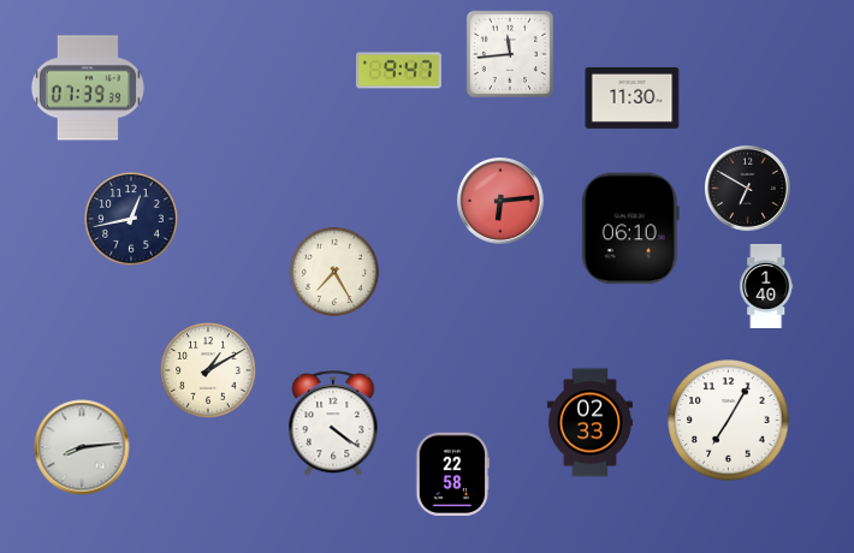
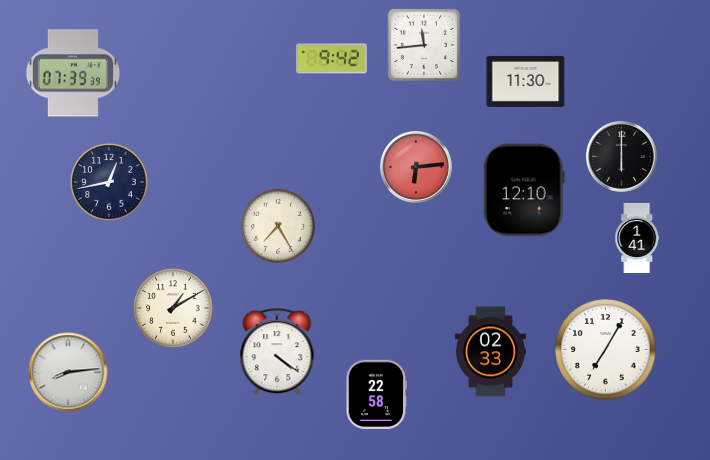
clock at (398, 71): 9:47 -> 9:42
clock at (747, 188): 6:50 -> 6:00
clock at (630, 228): 06:10 -> 12:10
clock at (766, 286): 1:40 -> 1:41
